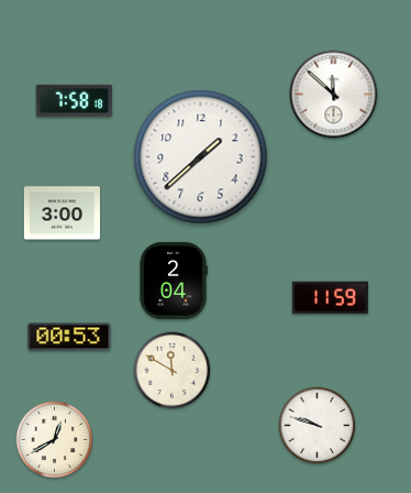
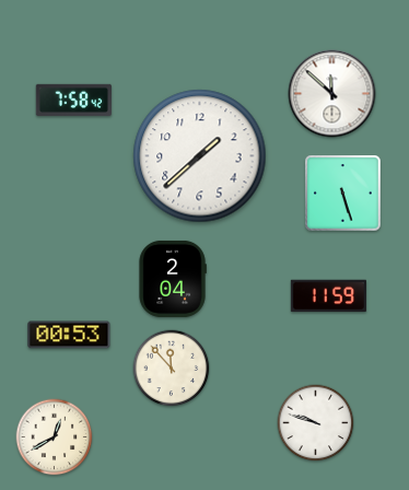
clock at (74, 100): 7:58:18 -> 7:58:42
clock at (343, 194): none -> 5:27
clock at (62, 213): 3:00 -> none
clock at (173, 371): 11:50 -> 11:53
